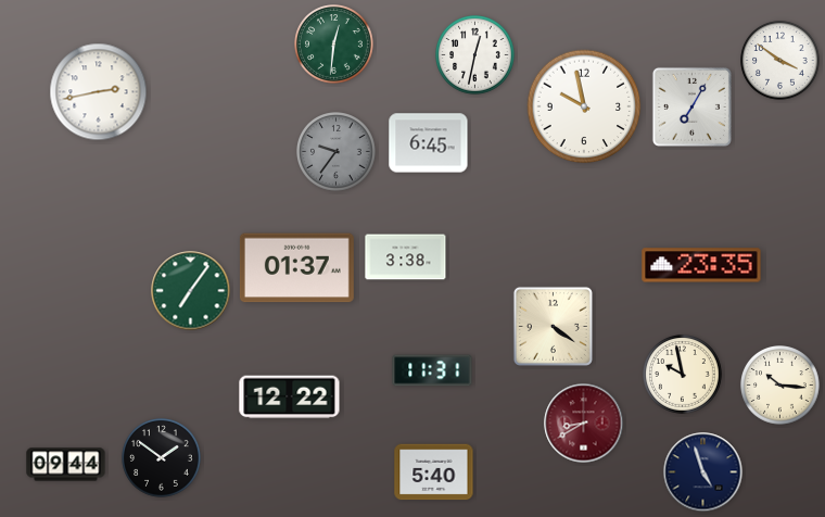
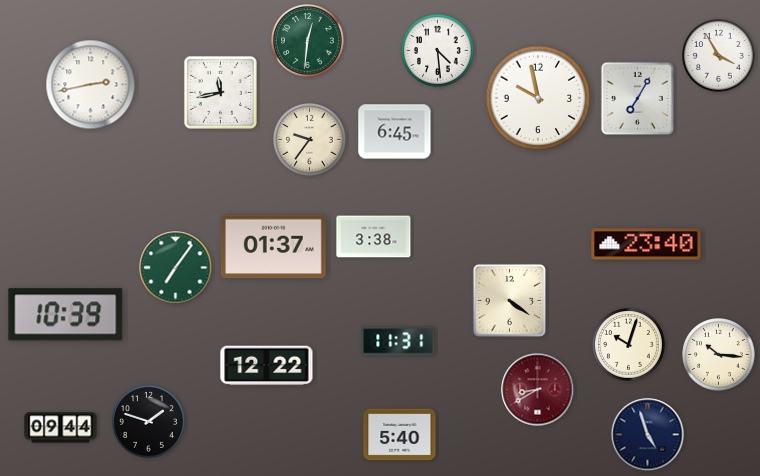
clock at (475, 55): 12:32 -> 4:29
clock at (780, 61): 3:51 -> 3:55
clock at (220, 92): none -> 11:43
clock at (337, 152) dial: grey -> cream
clock at (701, 265): 23:35 -> 23:40
clock at (66, 315): none -> 10:39
clock at (683, 375): 9:58 -> 10:03
clock at (162, 458): 1:51 -> 1:48
